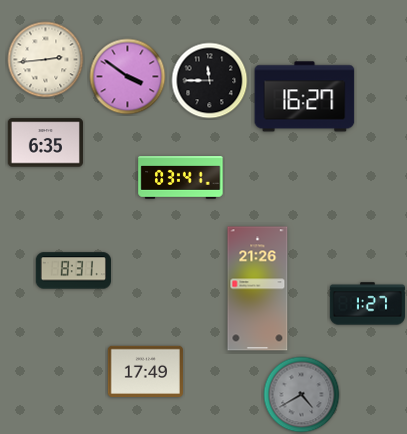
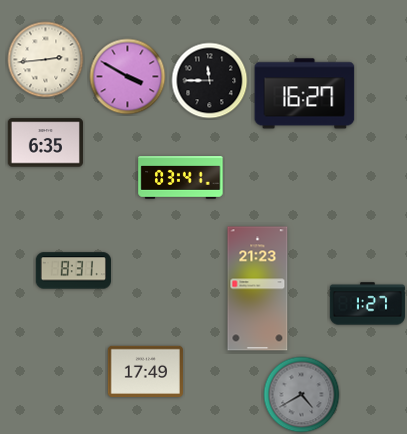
clock at (128, 77): 3:51 -> 3:50
clock at (305, 97) position: (305, 97) -> (305, 94)
clock at (258, 289): 21:26 -> 21:23
